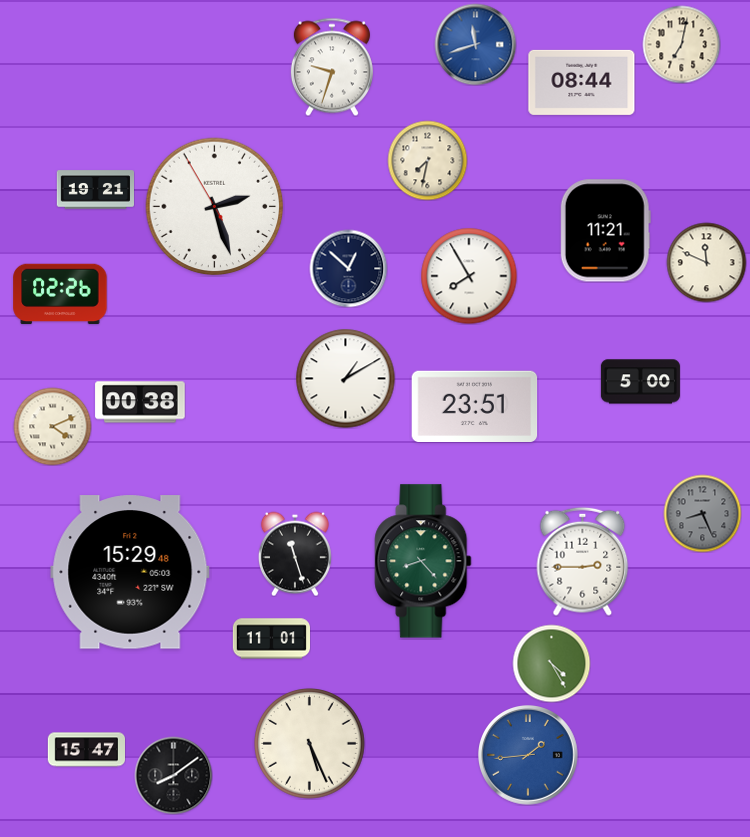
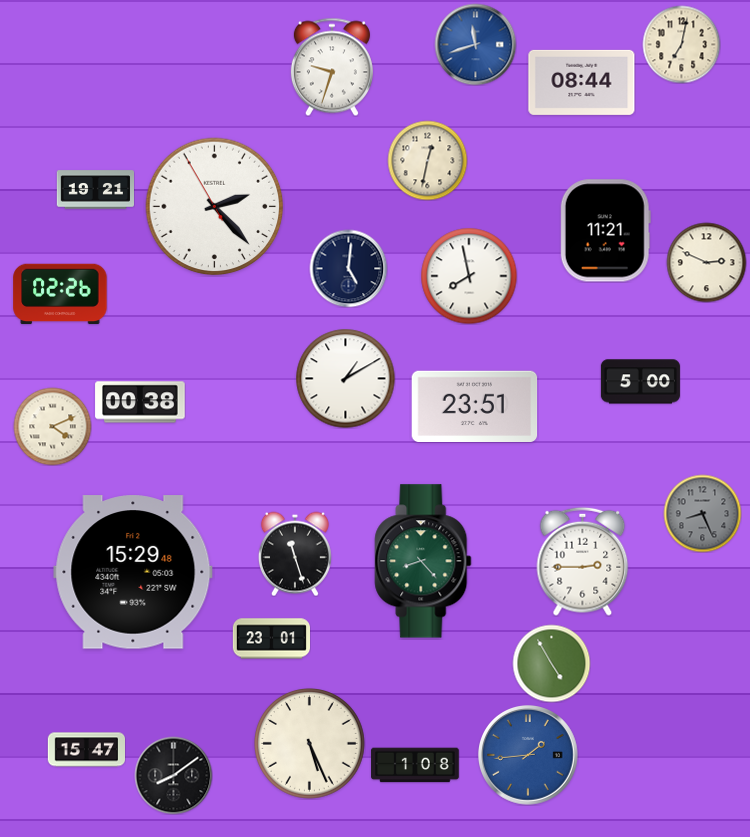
clock at (427, 160): 7:32 -> 12:32
clock at (215, 207): 2:26 -> 2:22
clock at (706, 262): 11:49 -> 2:49
clock at (348, 268): 12:52 -> 5:01
clock at (469, 276): 7:55 -> 7:58
clock at (130, 572) position: (130, 572) -> (133, 572)
clock at (271, 639): 11:01 -> 23:01
clock at (551, 663): 4:25 -> 4:55
clock at (415, 765): none -> 1:08
